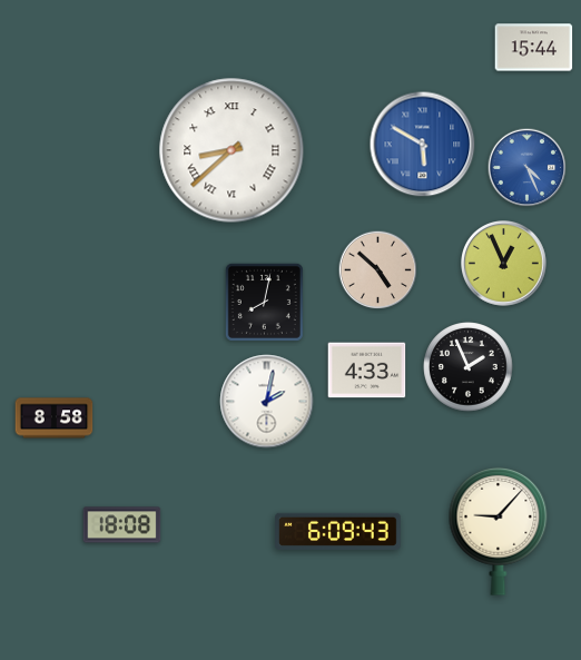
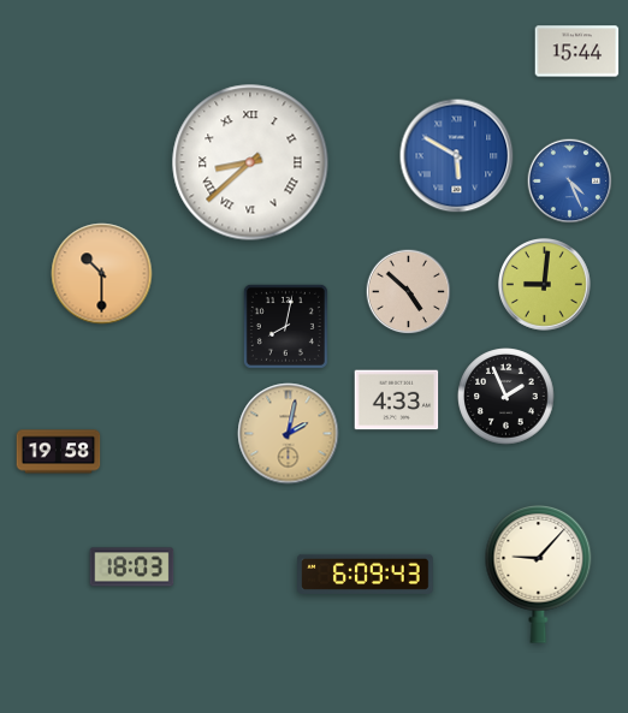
clock at (102, 274): none -> 10:30
clock at (504, 264): 12:56 -> 9:01
clock at (267, 402) dial: white -> champagne
clock at (55, 418): 8:58 -> 19:58
clock at (122, 525): 18:08 -> 18:03
